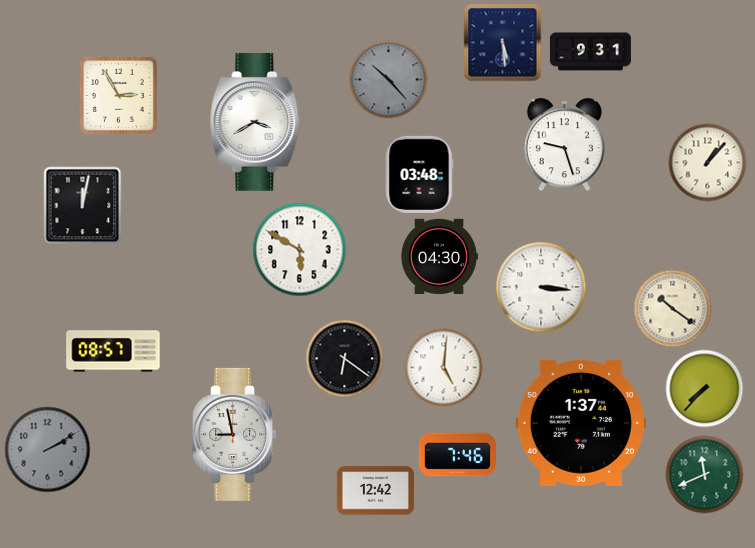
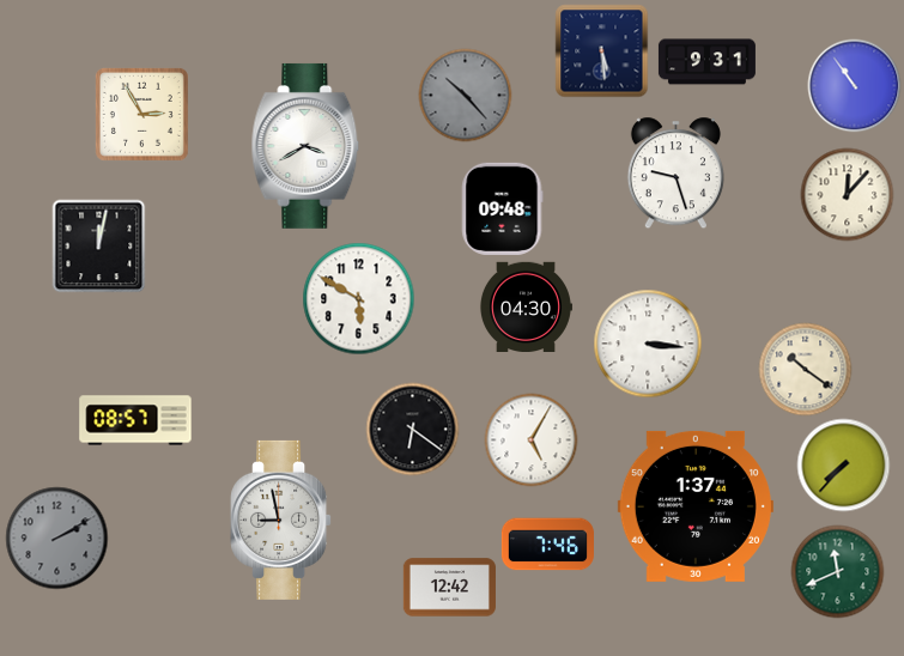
clock at (854, 85): none -> 10:54
clock at (707, 162): 1:07 -> 12:07
clock at (420, 174): 03:48 -> 09:48
clock at (443, 367): 5:01 -> 5:05
clock at (704, 474) position: (704, 474) -> (837, 571)
